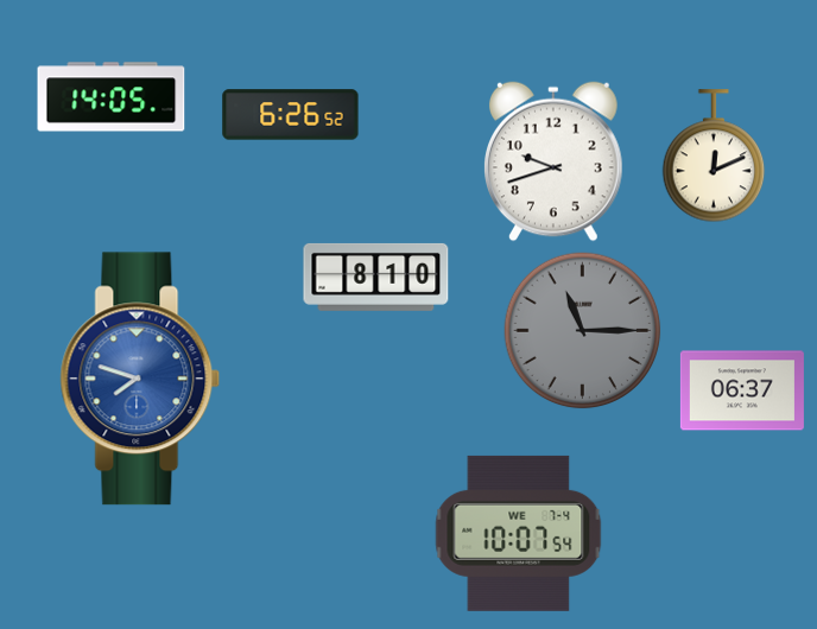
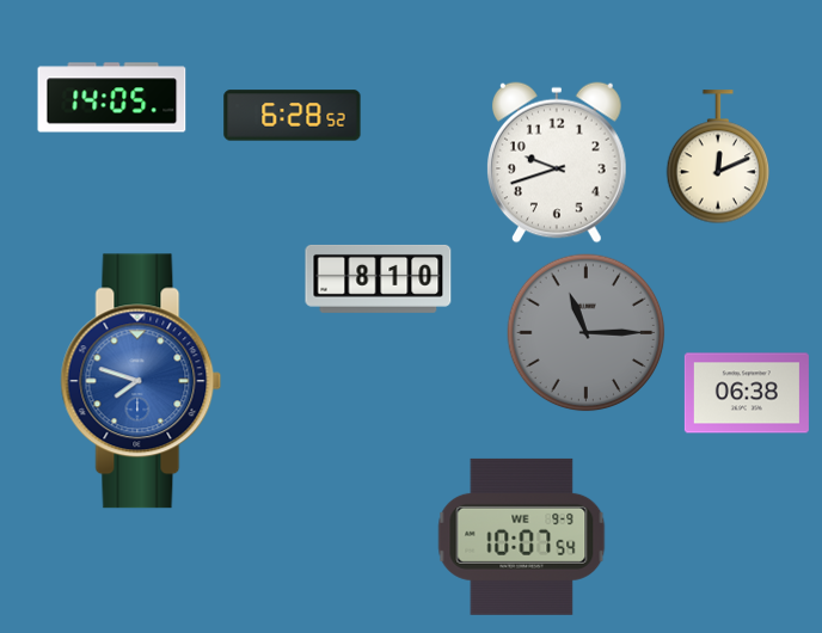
clock at (291, 115): 6:26 -> 6:28
clock at (742, 390): 06:37 -> 06:38
clock at (519, 533) date: WE 7-4 -> WE 9-9
